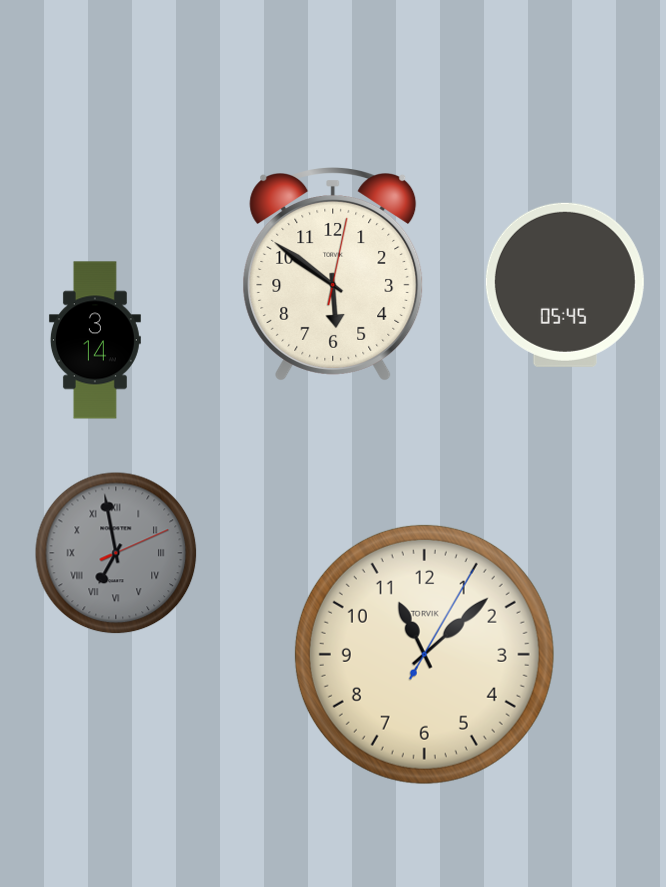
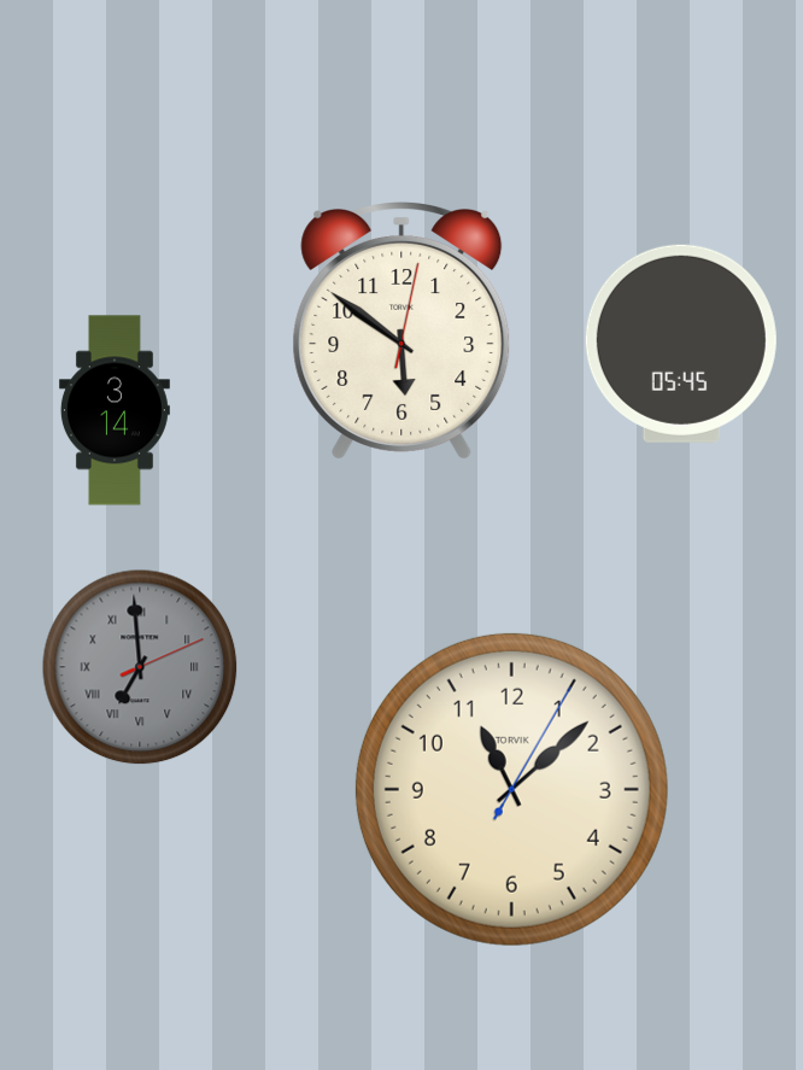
clock at (116, 553): 6:58 -> 6:59
